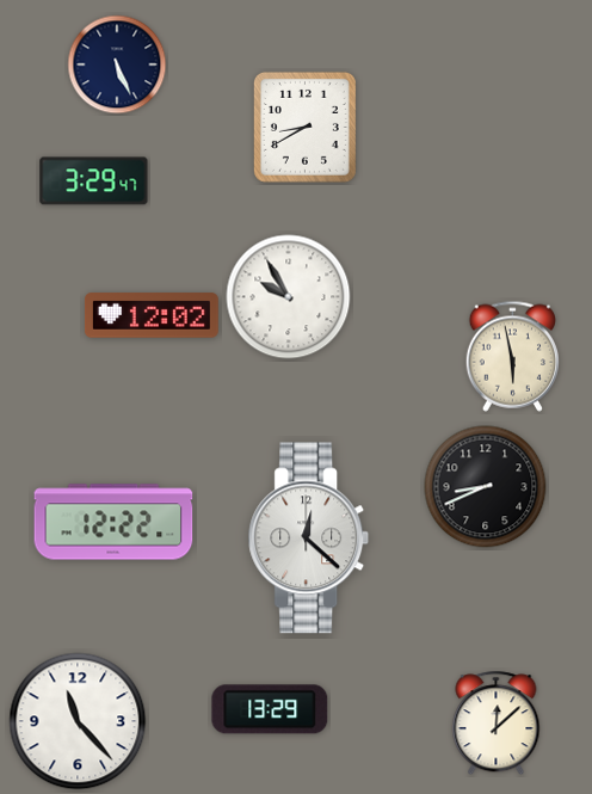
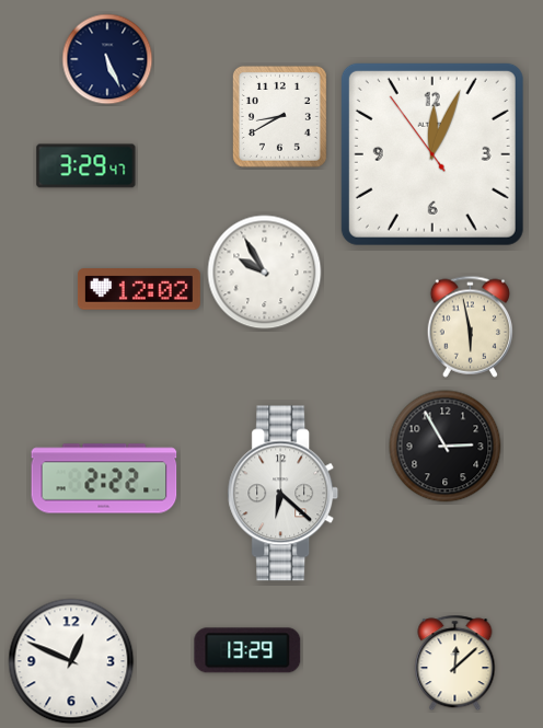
clock at (432, 154): none -> 12:03
clock at (486, 487): 8:41 -> 2:55
clock at (113, 522): 12:22 -> 2:22
clock at (309, 538): 12:22 -> 6:22
clock at (78, 721): 11:23 -> 12:49
